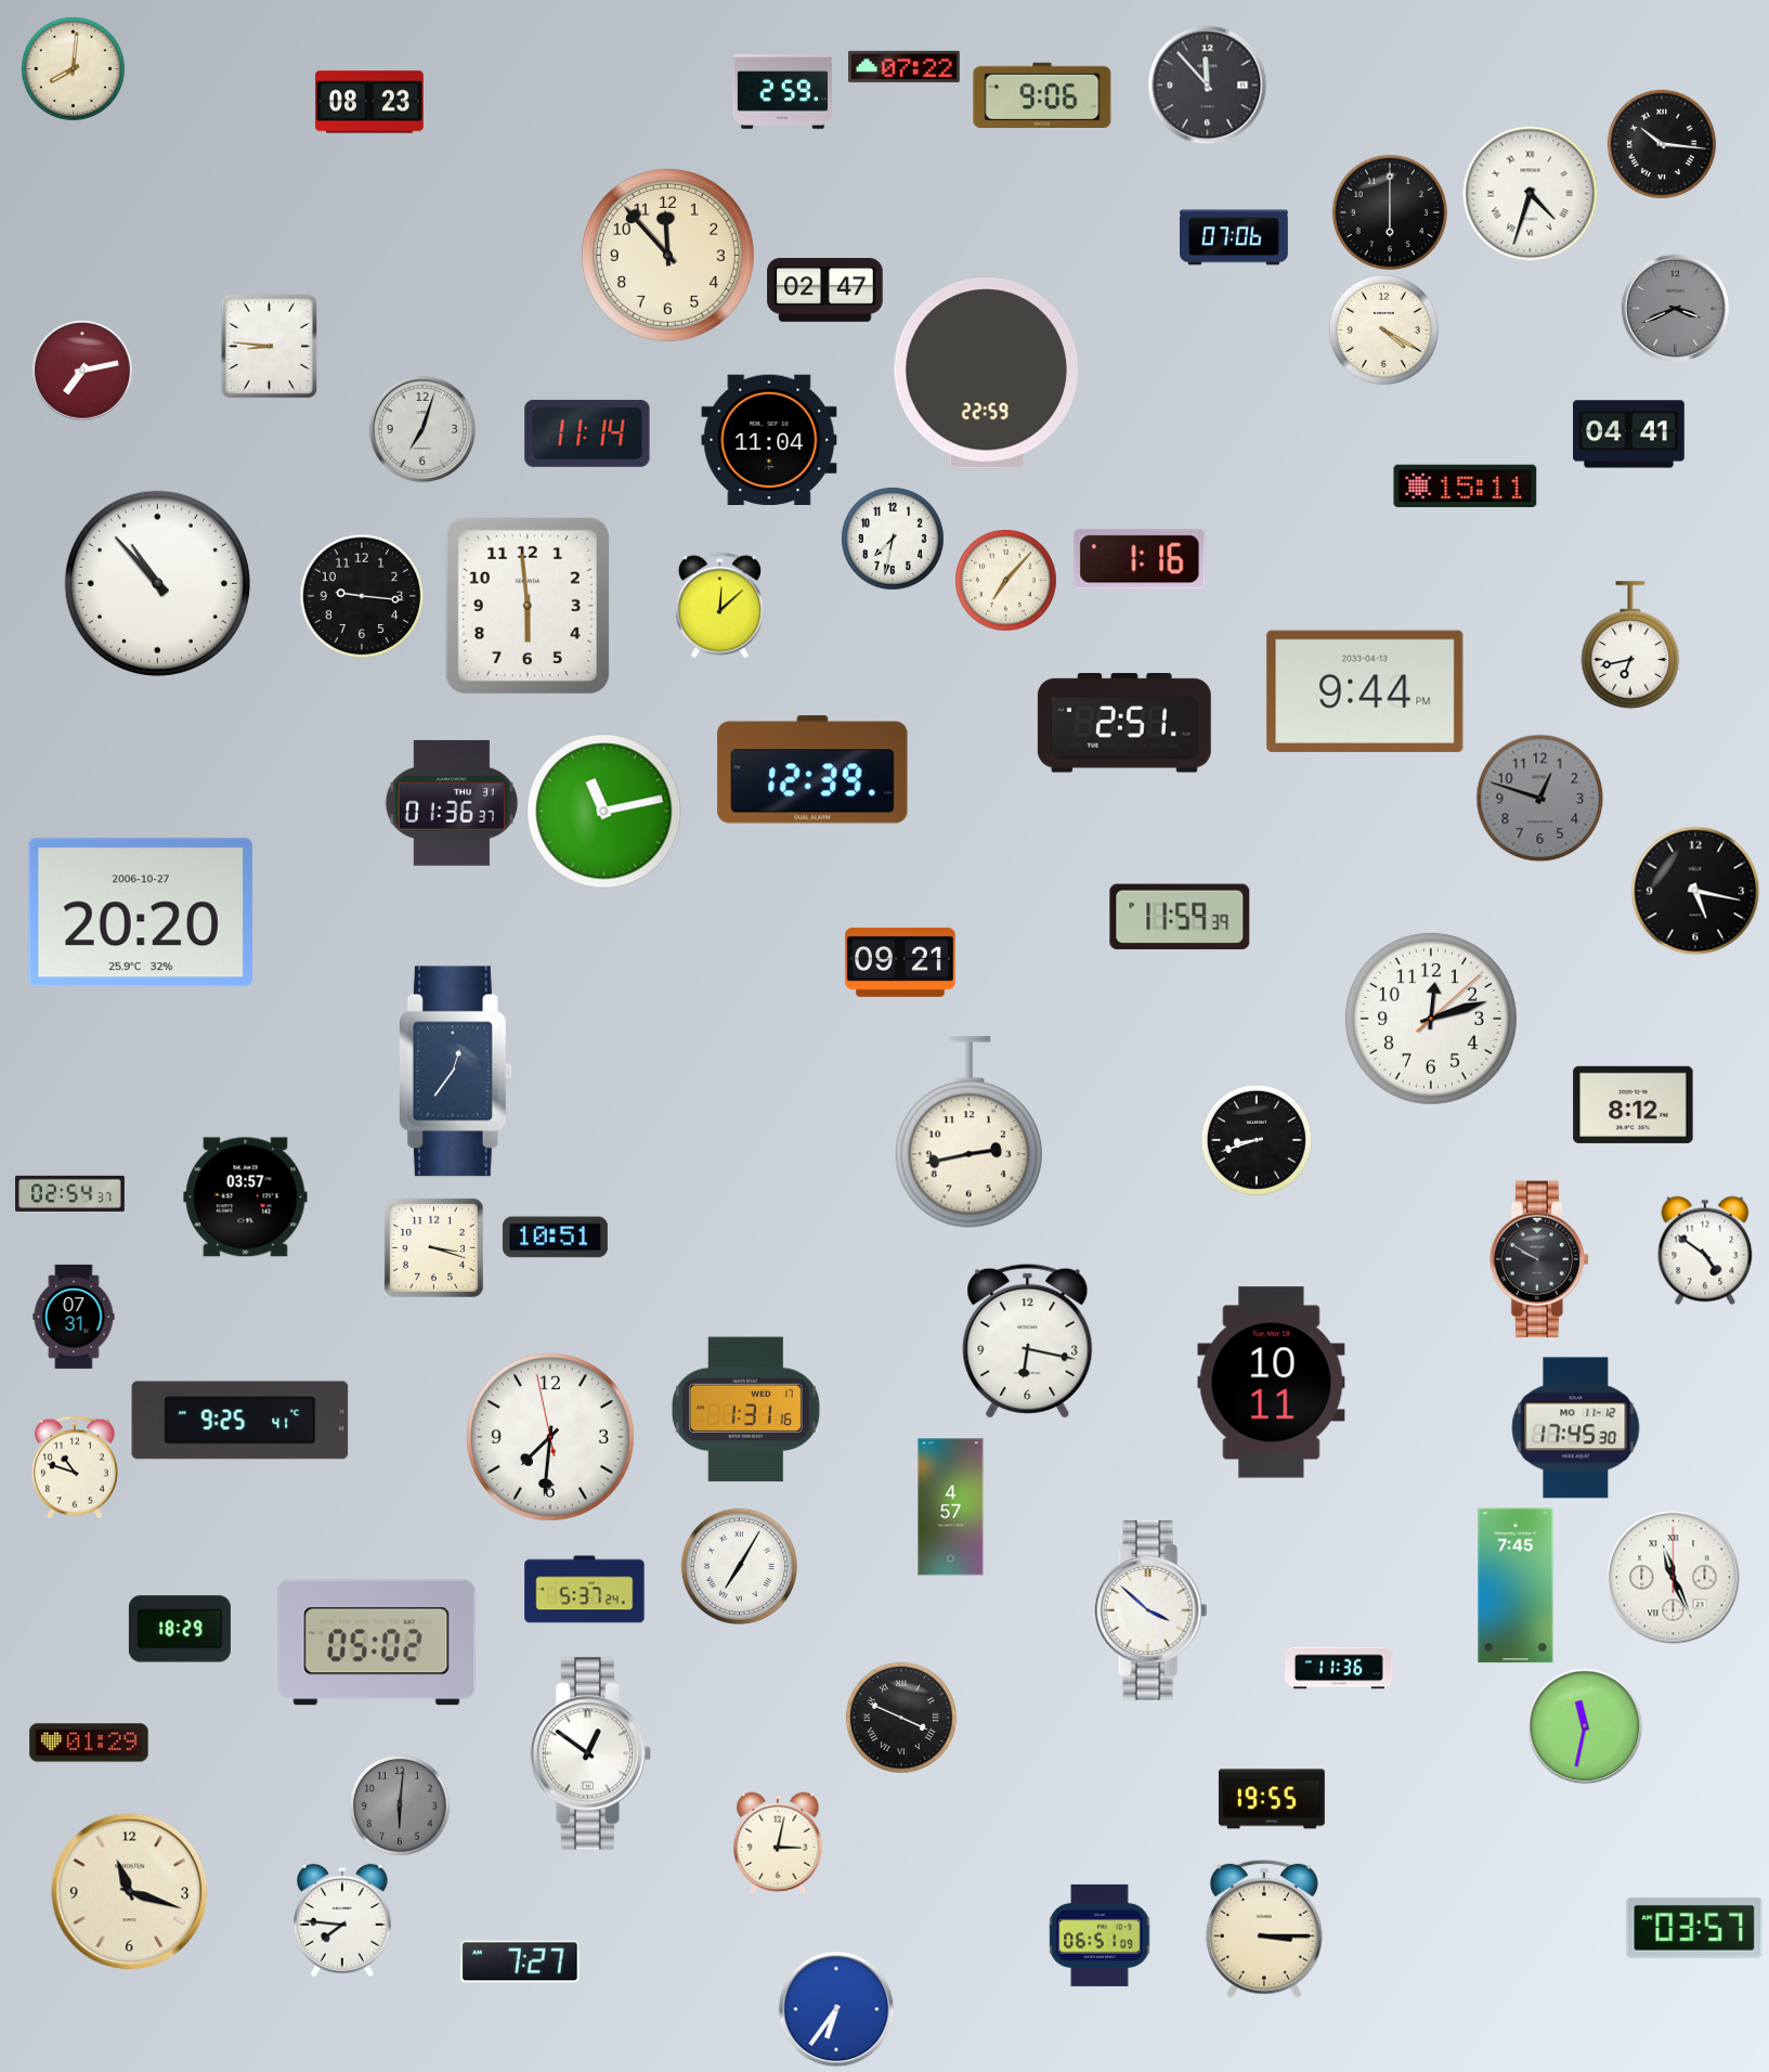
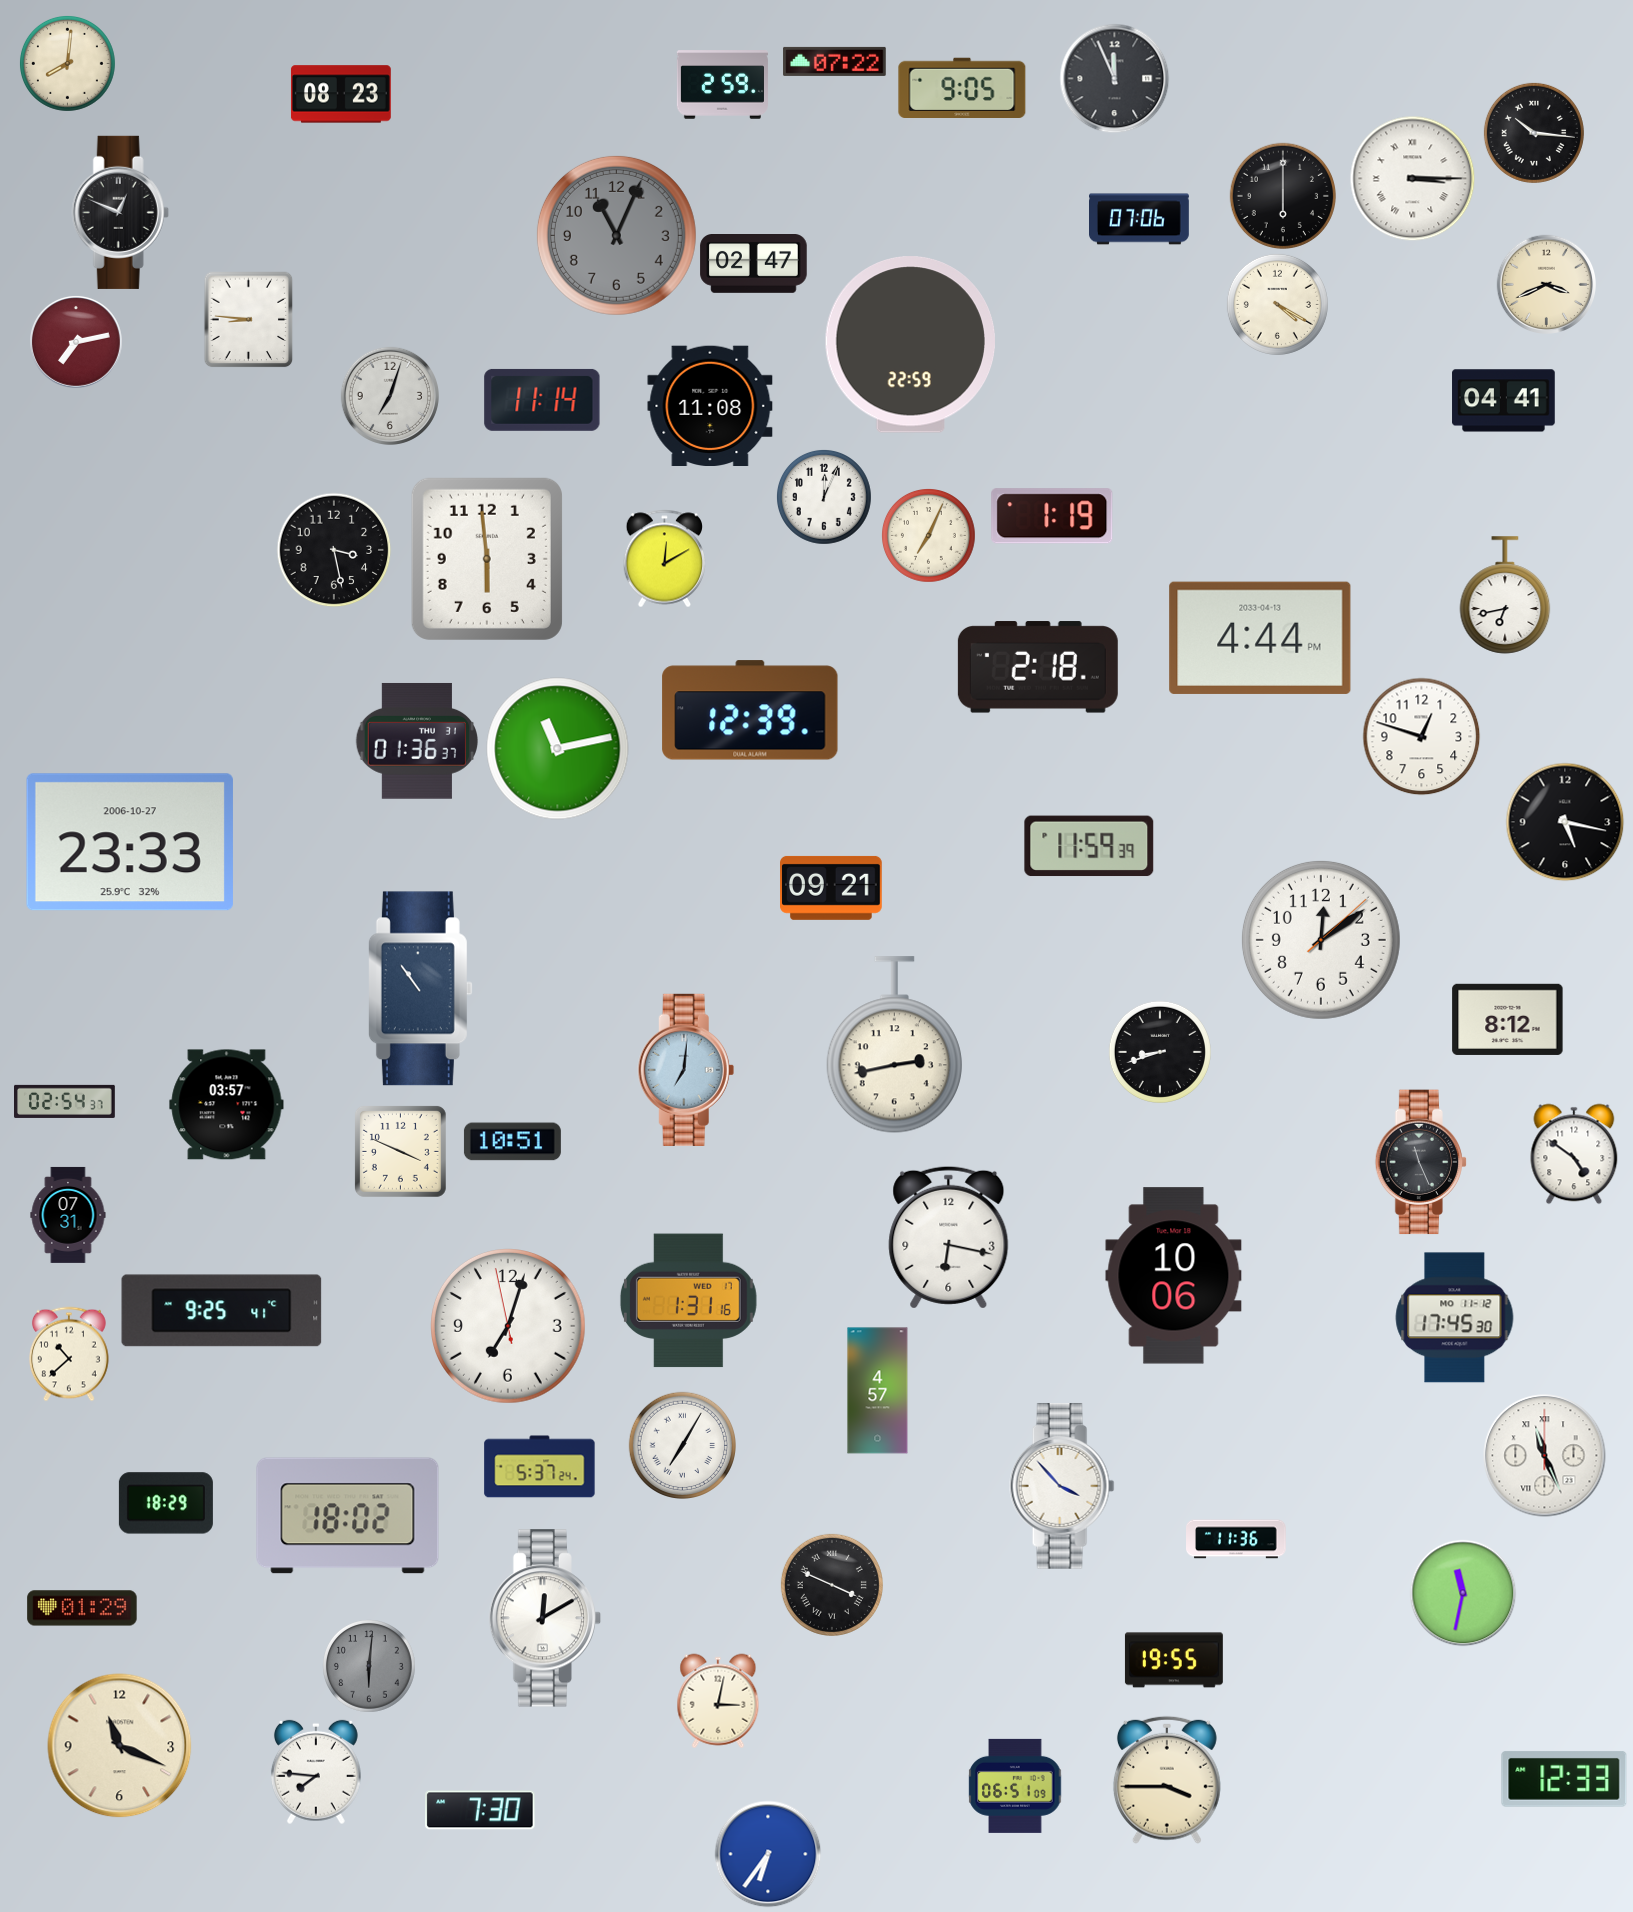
clock at (1207, 85): 11:53 -> 11:56
clock at (1042, 94): 9:06 -> 9:05
clock at (1530, 193): 4:33 -> 3:15
clock at (120, 212): none -> 12:49
clock at (667, 255): 11:53 -> 11:04
clock at (667, 255) dial: cream -> grey
clock at (825, 290) position: (825, 290) -> (754, 264)
clock at (1675, 308) dial: grey -> cream
clock at (769, 439): 11:04 -> 11:08
clock at (1466, 487): 15:11 -> none
clock at (893, 539): 7:32 -> 12:04
clock at (1140, 559): 1:16 -> 1:19
clock at (1006, 581): 7:07 -> 7:04
clock at (157, 583): 10:53 -> none
clock at (362, 596): 9:16 -> 3:28
clock at (720, 605): 12:08 -> 12:10
clock at (1365, 691): 9:44 -> 4:44
clock at (1124, 723): 2:51 -> 2:18
clock at (1539, 798) dial: grey -> white
clock at (141, 912): 20:20 -> 23:33
clock at (1431, 1019): 12:12 -> 12:09
clock at (455, 1072): 12:36 -> 10:54
clock at (686, 1070): none -> 7:01
clock at (433, 1247): 3:18 -> 3:49
clock at (1539, 1259): 9:50 -> 11:26
clock at (1272, 1383): 10:11 -> 10:06
clock at (551, 1438): 7:30 -> 7:02
clock at (75, 1467): 10:48 -> 10:38
clock at (1516, 1585): 7:45 -> none
clock at (1150, 1610): 3:52 -> 3:53
clock at (377, 1643): 05:02 -> 18:02
clock at (590, 1753): 12:51 -> 12:10
clock at (130, 1892): 11:18 -> 11:19
clock at (1694, 1928): 03:57 -> 12:33
clock at (1264, 1929): 3:15 -> 3:45
clock at (520, 1961): 7:27 -> 7:30
clock at (836, 2009) position: (836, 2009) -> (768, 1854)
